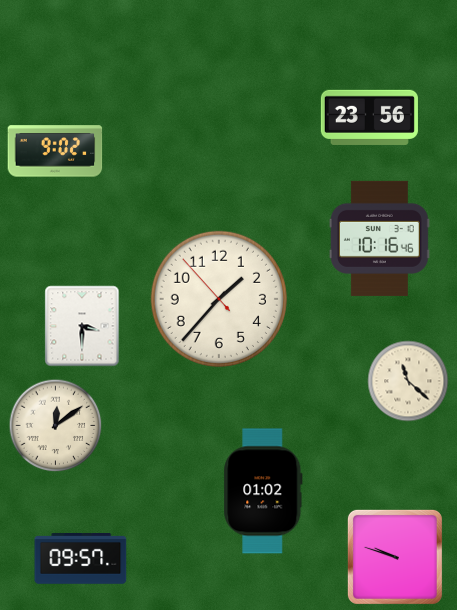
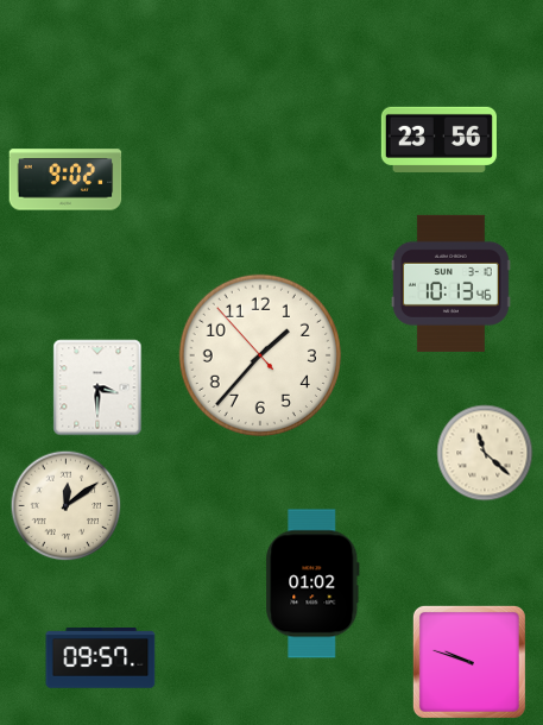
clock at (379, 238): 10:16 -> 10:13
clock at (81, 559) position: (81, 559) -> (101, 658)
